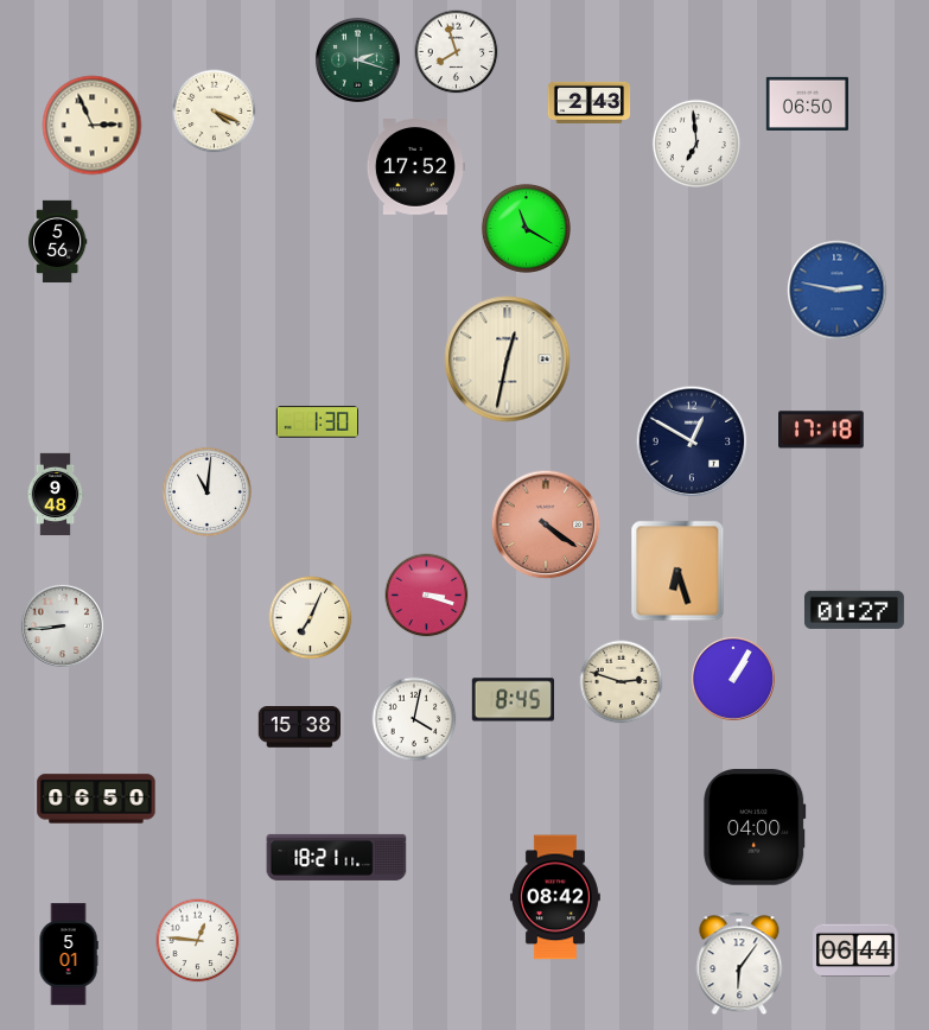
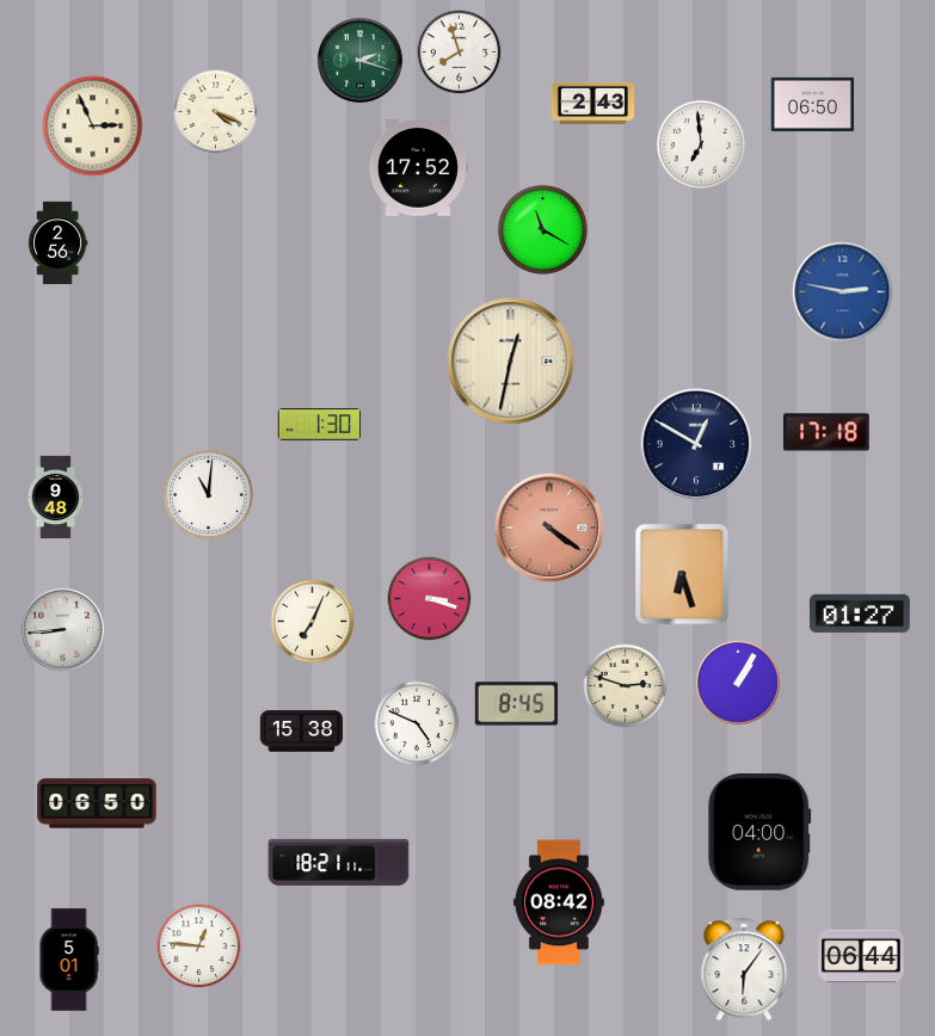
clock at (526, 228) position: (526, 228) -> (542, 229)
clock at (57, 242): 5:56 -> 2:56
clock at (414, 719): 4:02 -> 4:49
